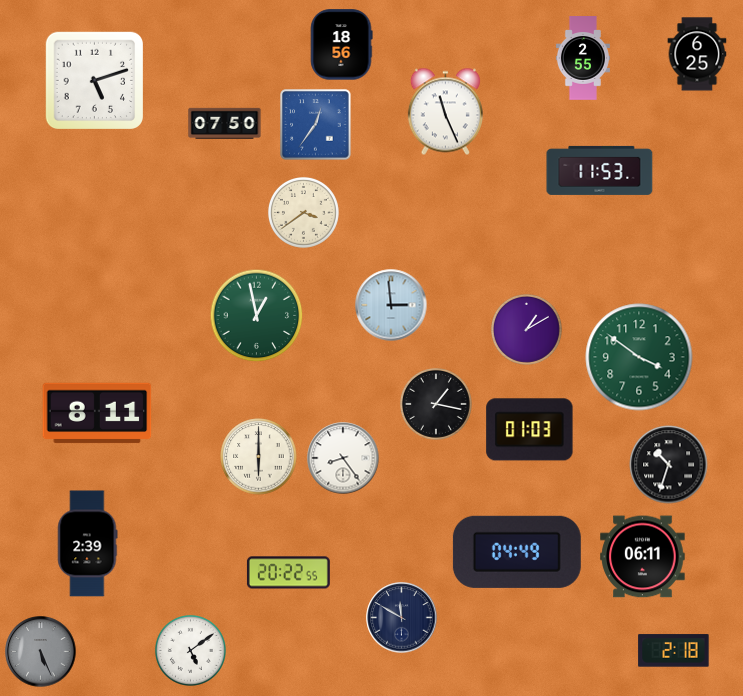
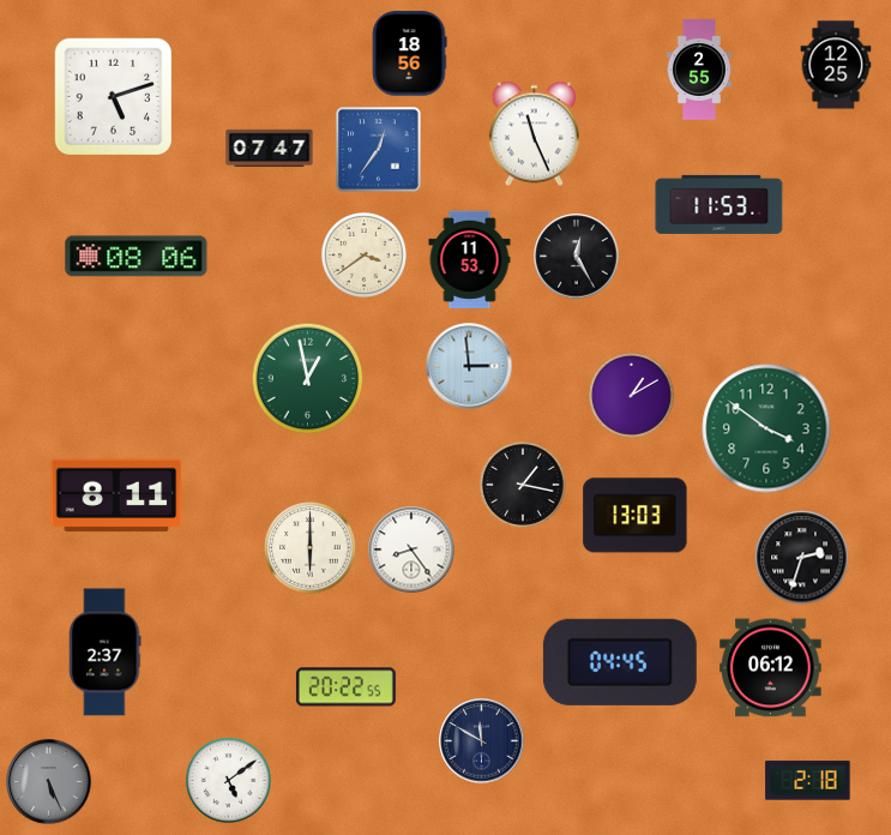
clock at (697, 54): 6:25 -> 12:25
clock at (225, 124): 07:50 -> 07:47
clock at (137, 257): none -> 08:06
clock at (577, 257): none -> 12:25
clock at (470, 259): none -> 11:53
clock at (530, 430): 01:03 -> 13:03
clock at (669, 465): 10:33 -> 2:33
clock at (88, 544): 2:39 -> 2:37
clock at (517, 552): 04:49 -> 04:45
clock at (643, 557): 06:11 -> 06:12
